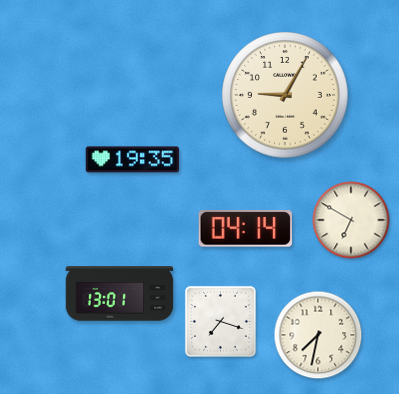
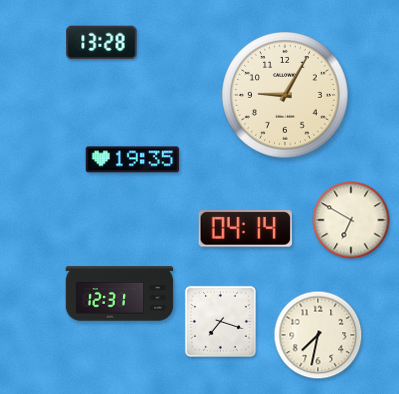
clock at (102, 43): none -> 13:28
clock at (120, 294): 13:01 -> 12:31
